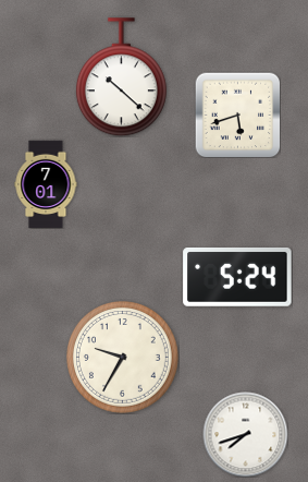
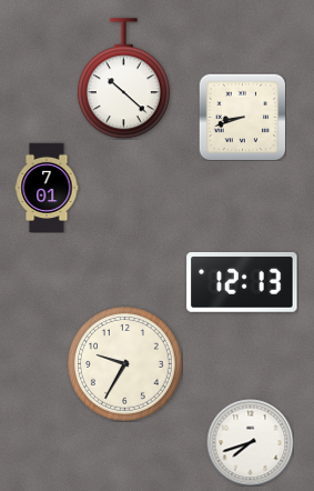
clock at (237, 115): 5:42 -> 8:42
clock at (237, 277): 5:24 -> 12:13
